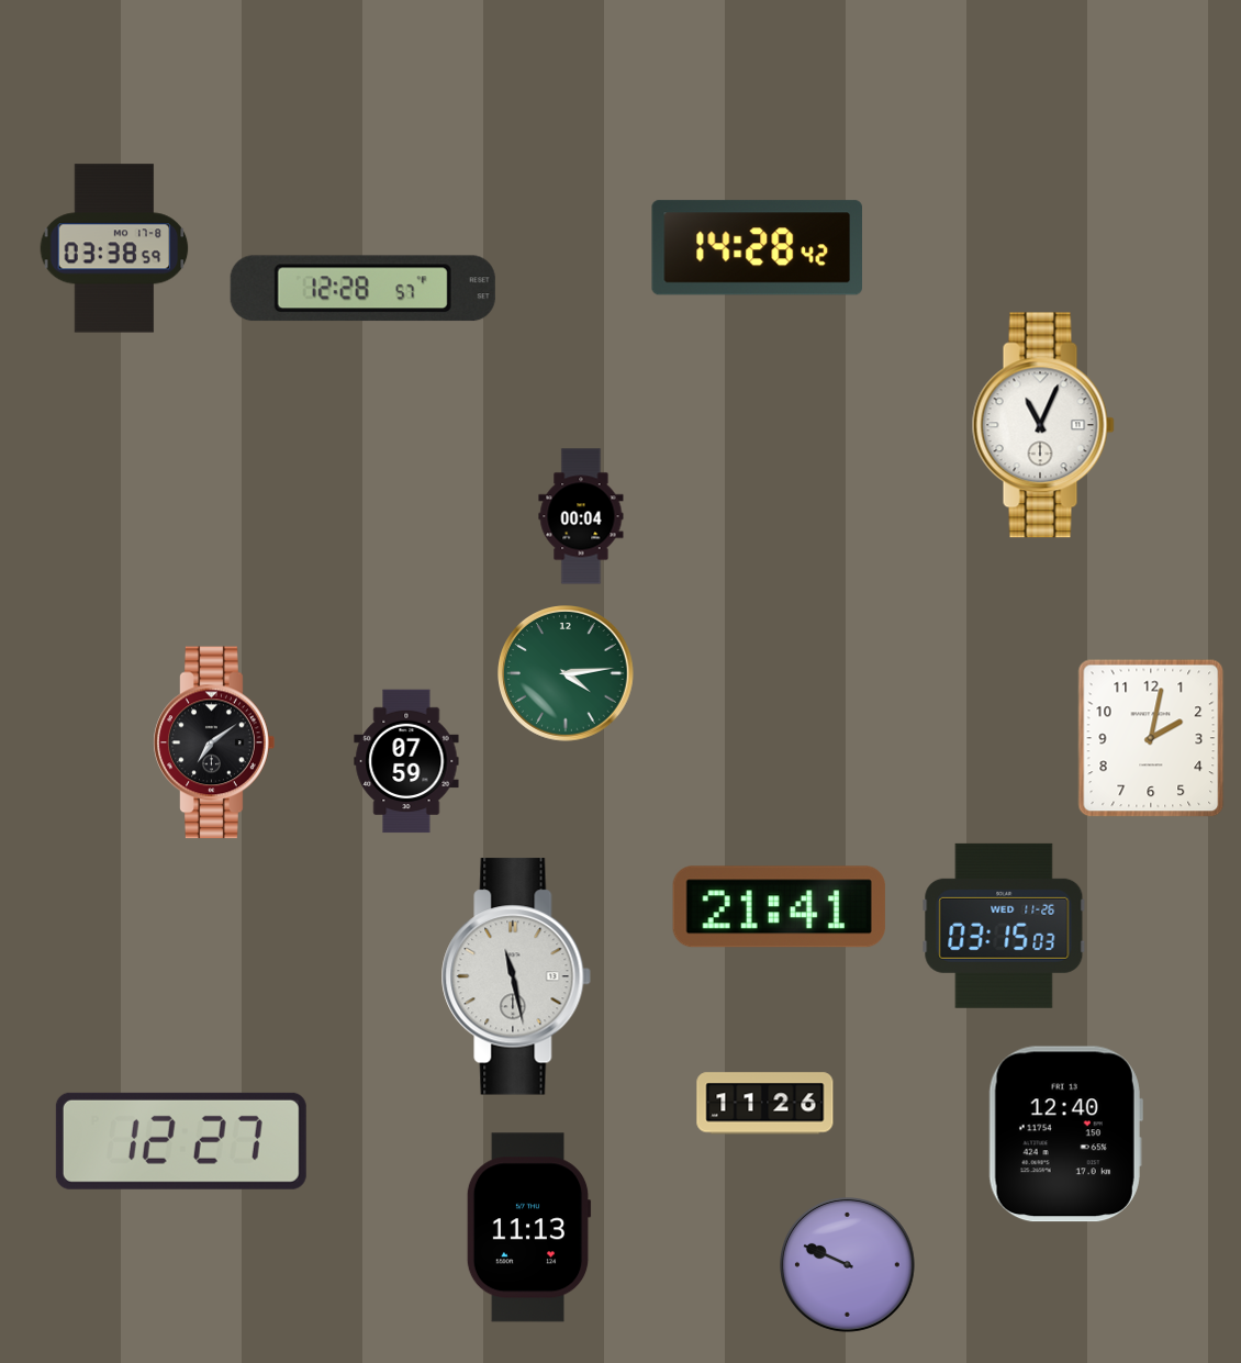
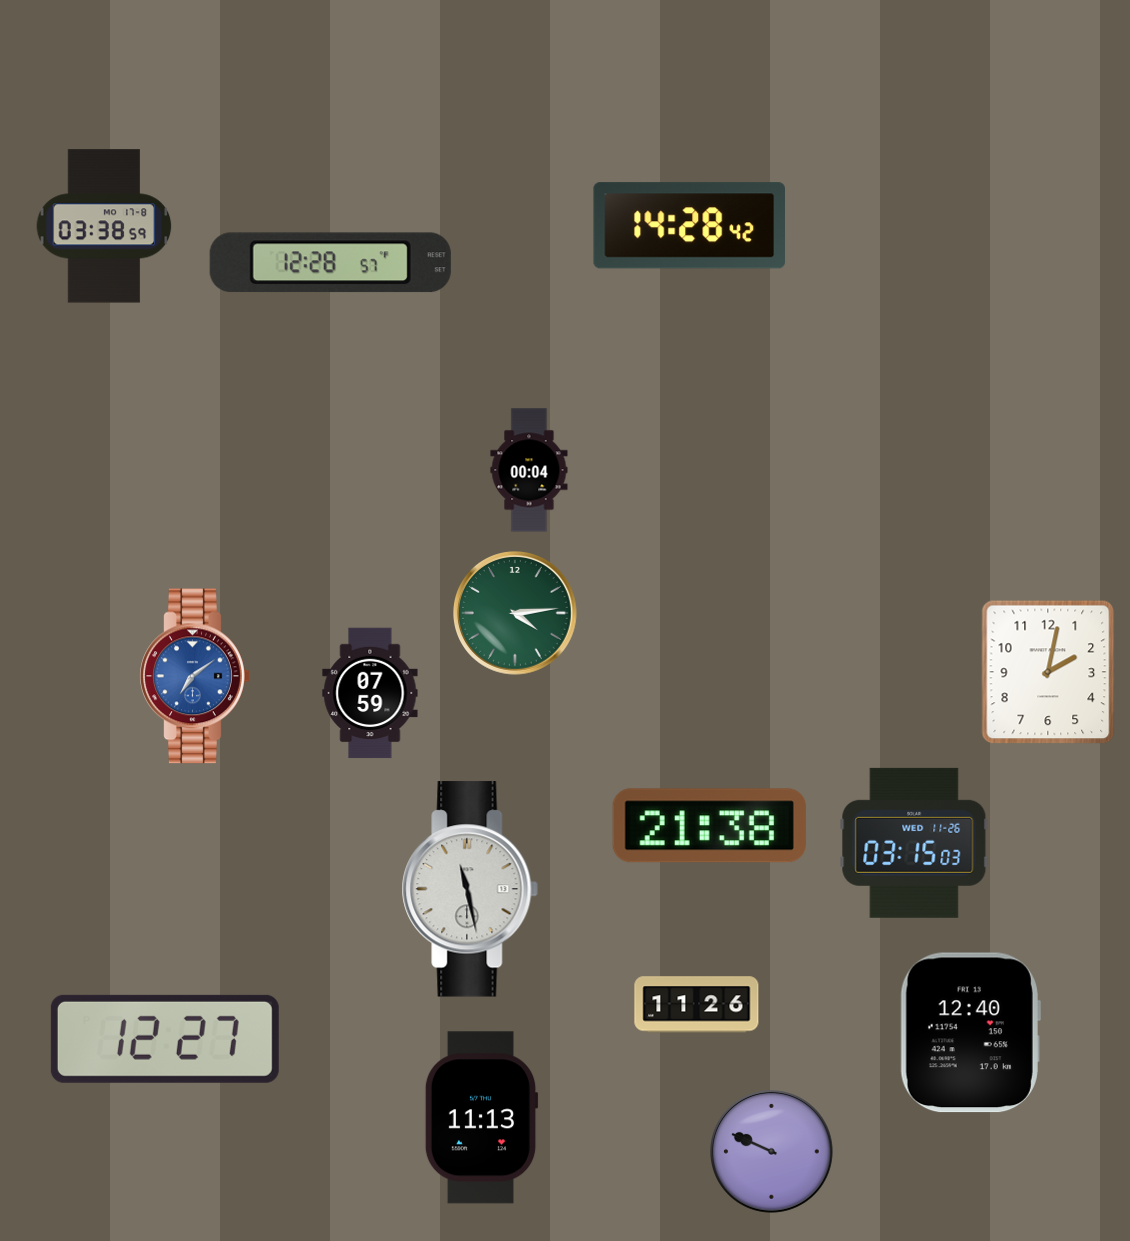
clock at (1043, 425): 11:04 -> none
clock at (214, 742) dial: black -> blue
clock at (779, 907): 21:41 -> 21:38
